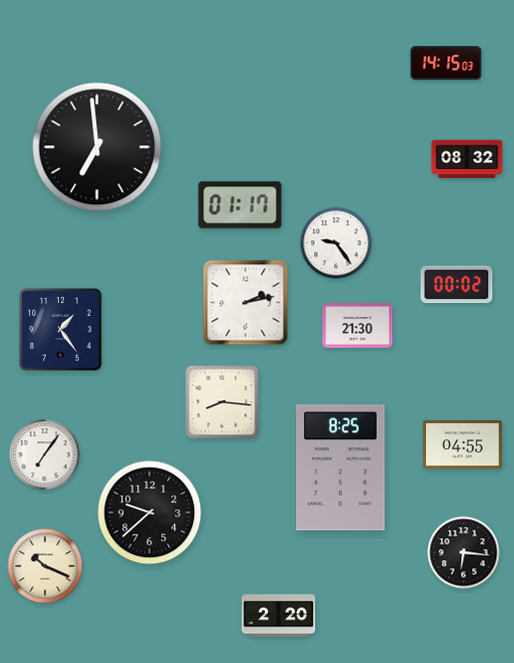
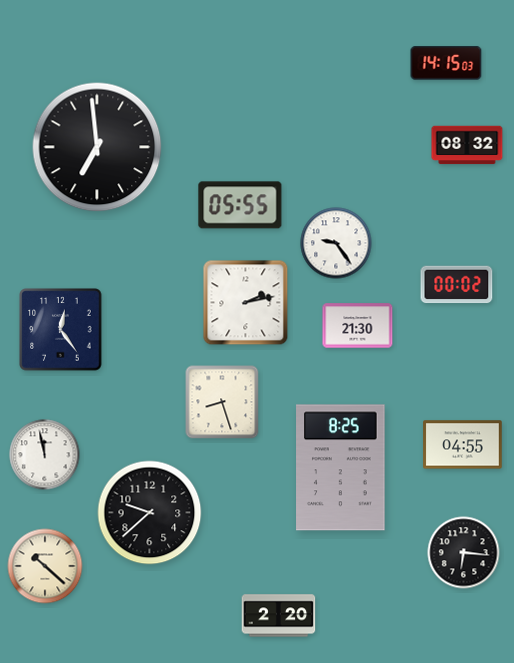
clock at (467, 159) position: (467, 159) -> (467, 145)
clock at (240, 205): 01:17 -> 05:55
clock at (61, 330): 1:24 -> 12:24
clock at (222, 402): 8:16 -> 8:27
clock at (45, 455): 7:06 -> 11:58
clock at (45, 566): 10:19 -> 10:22
